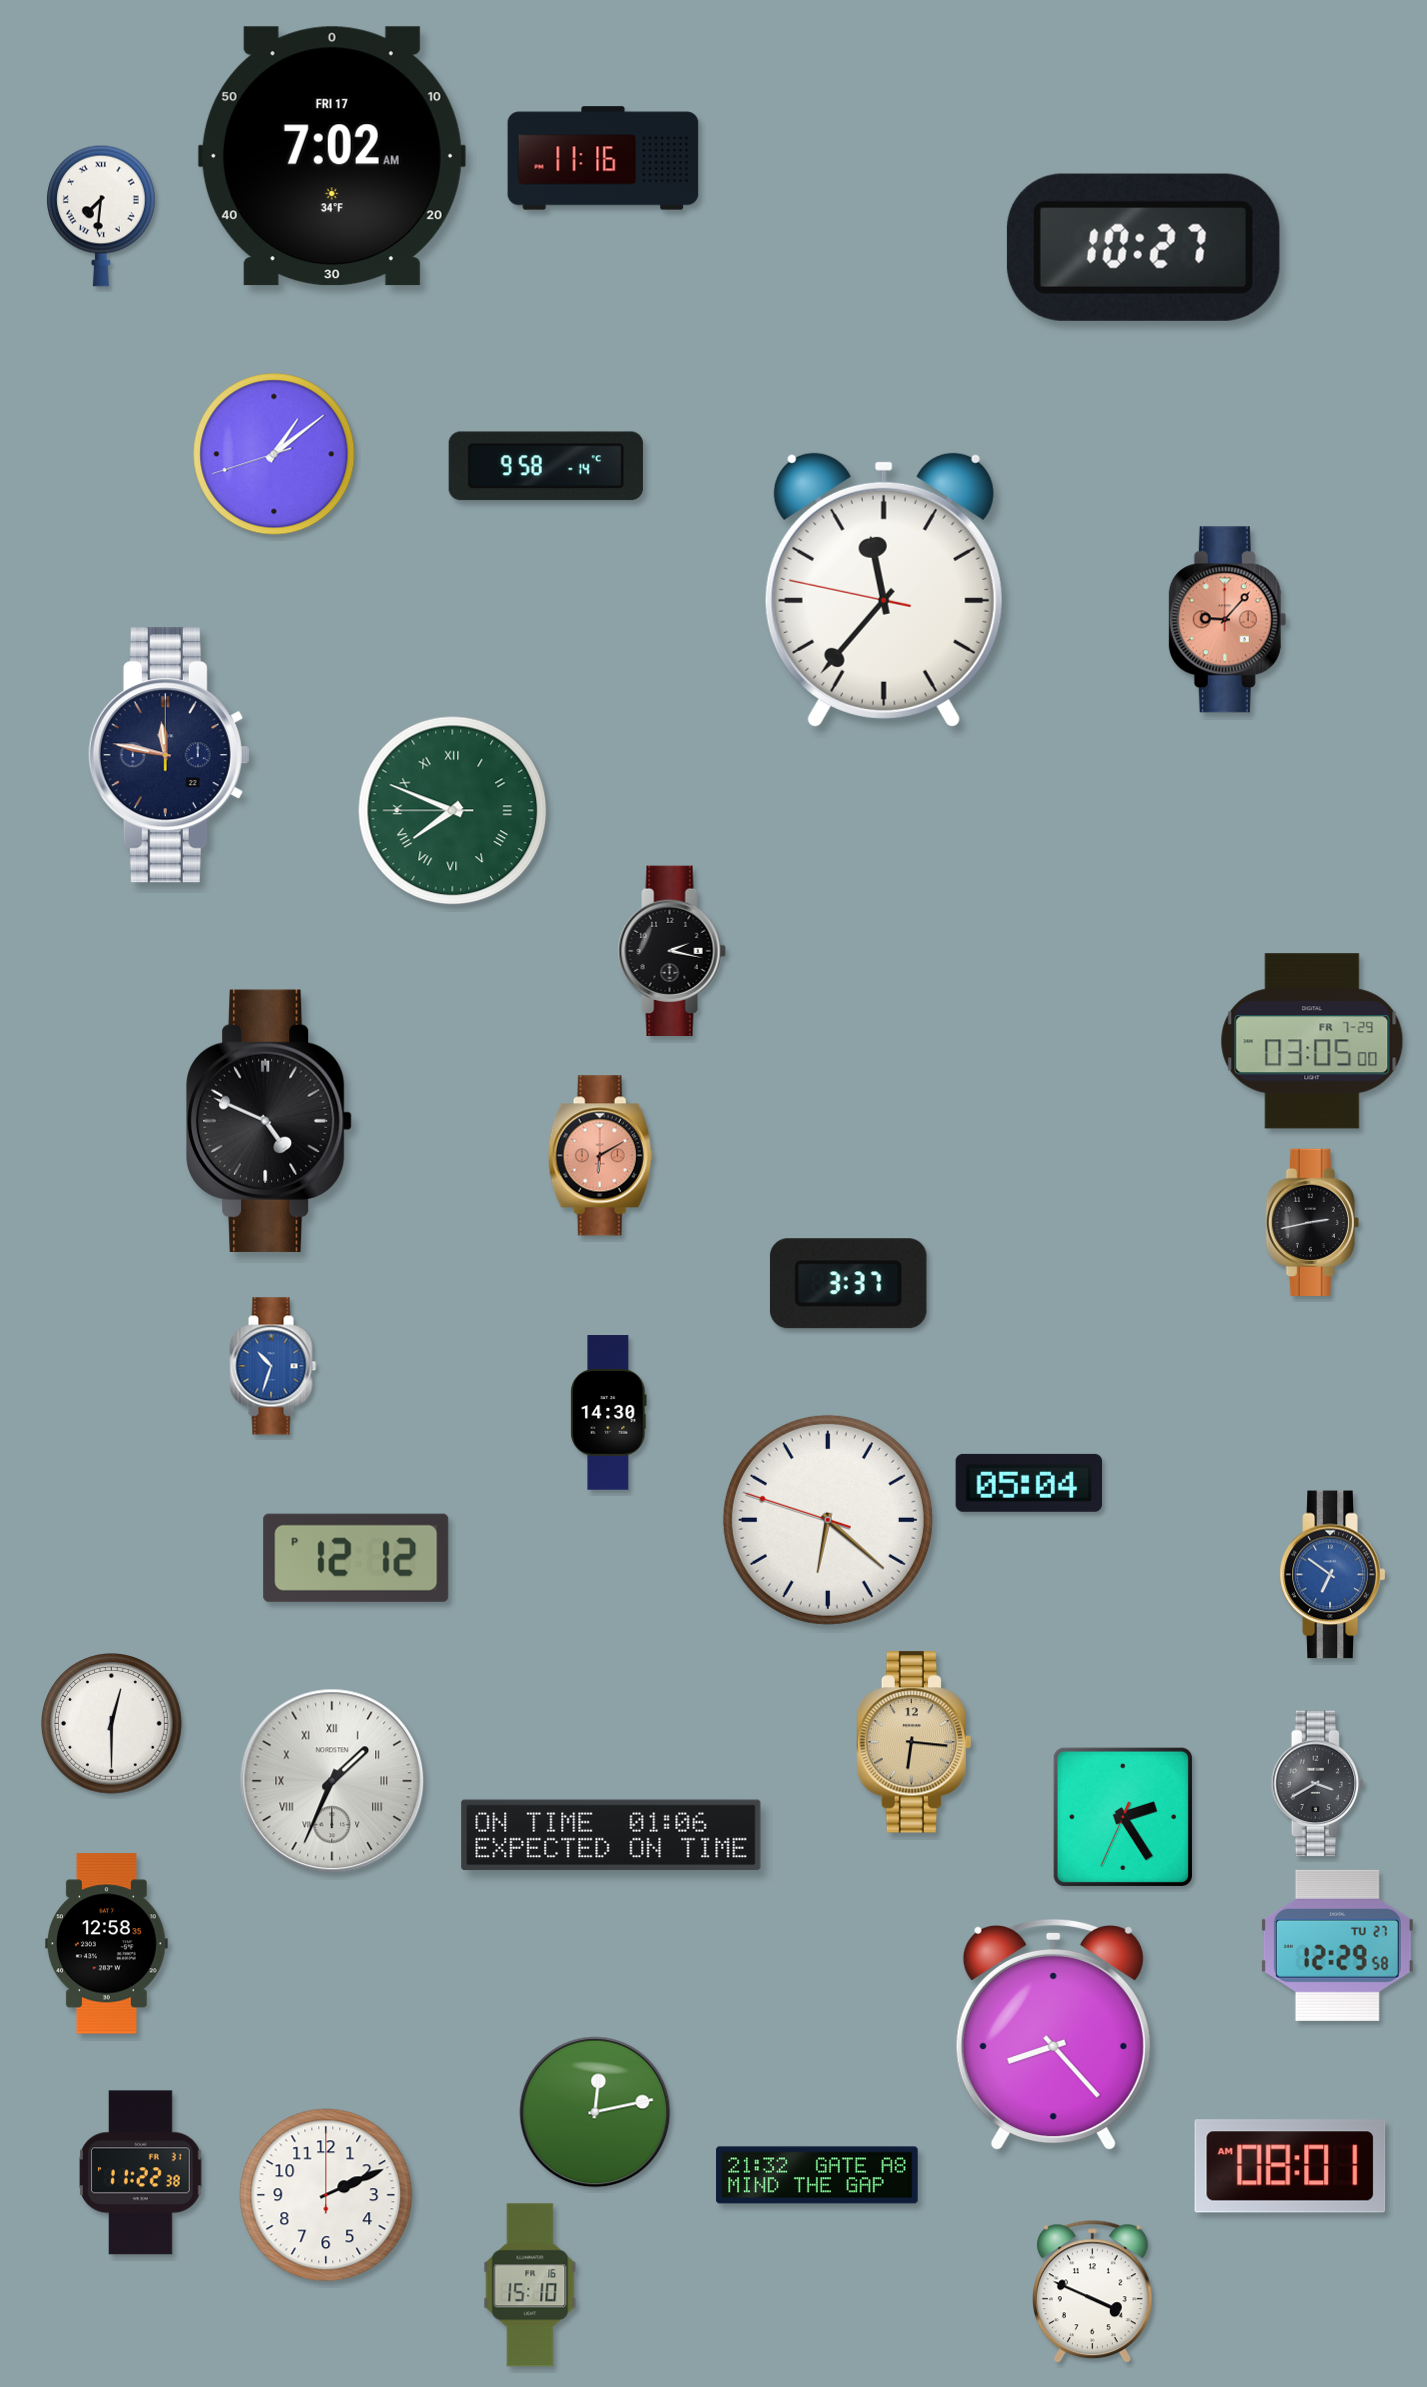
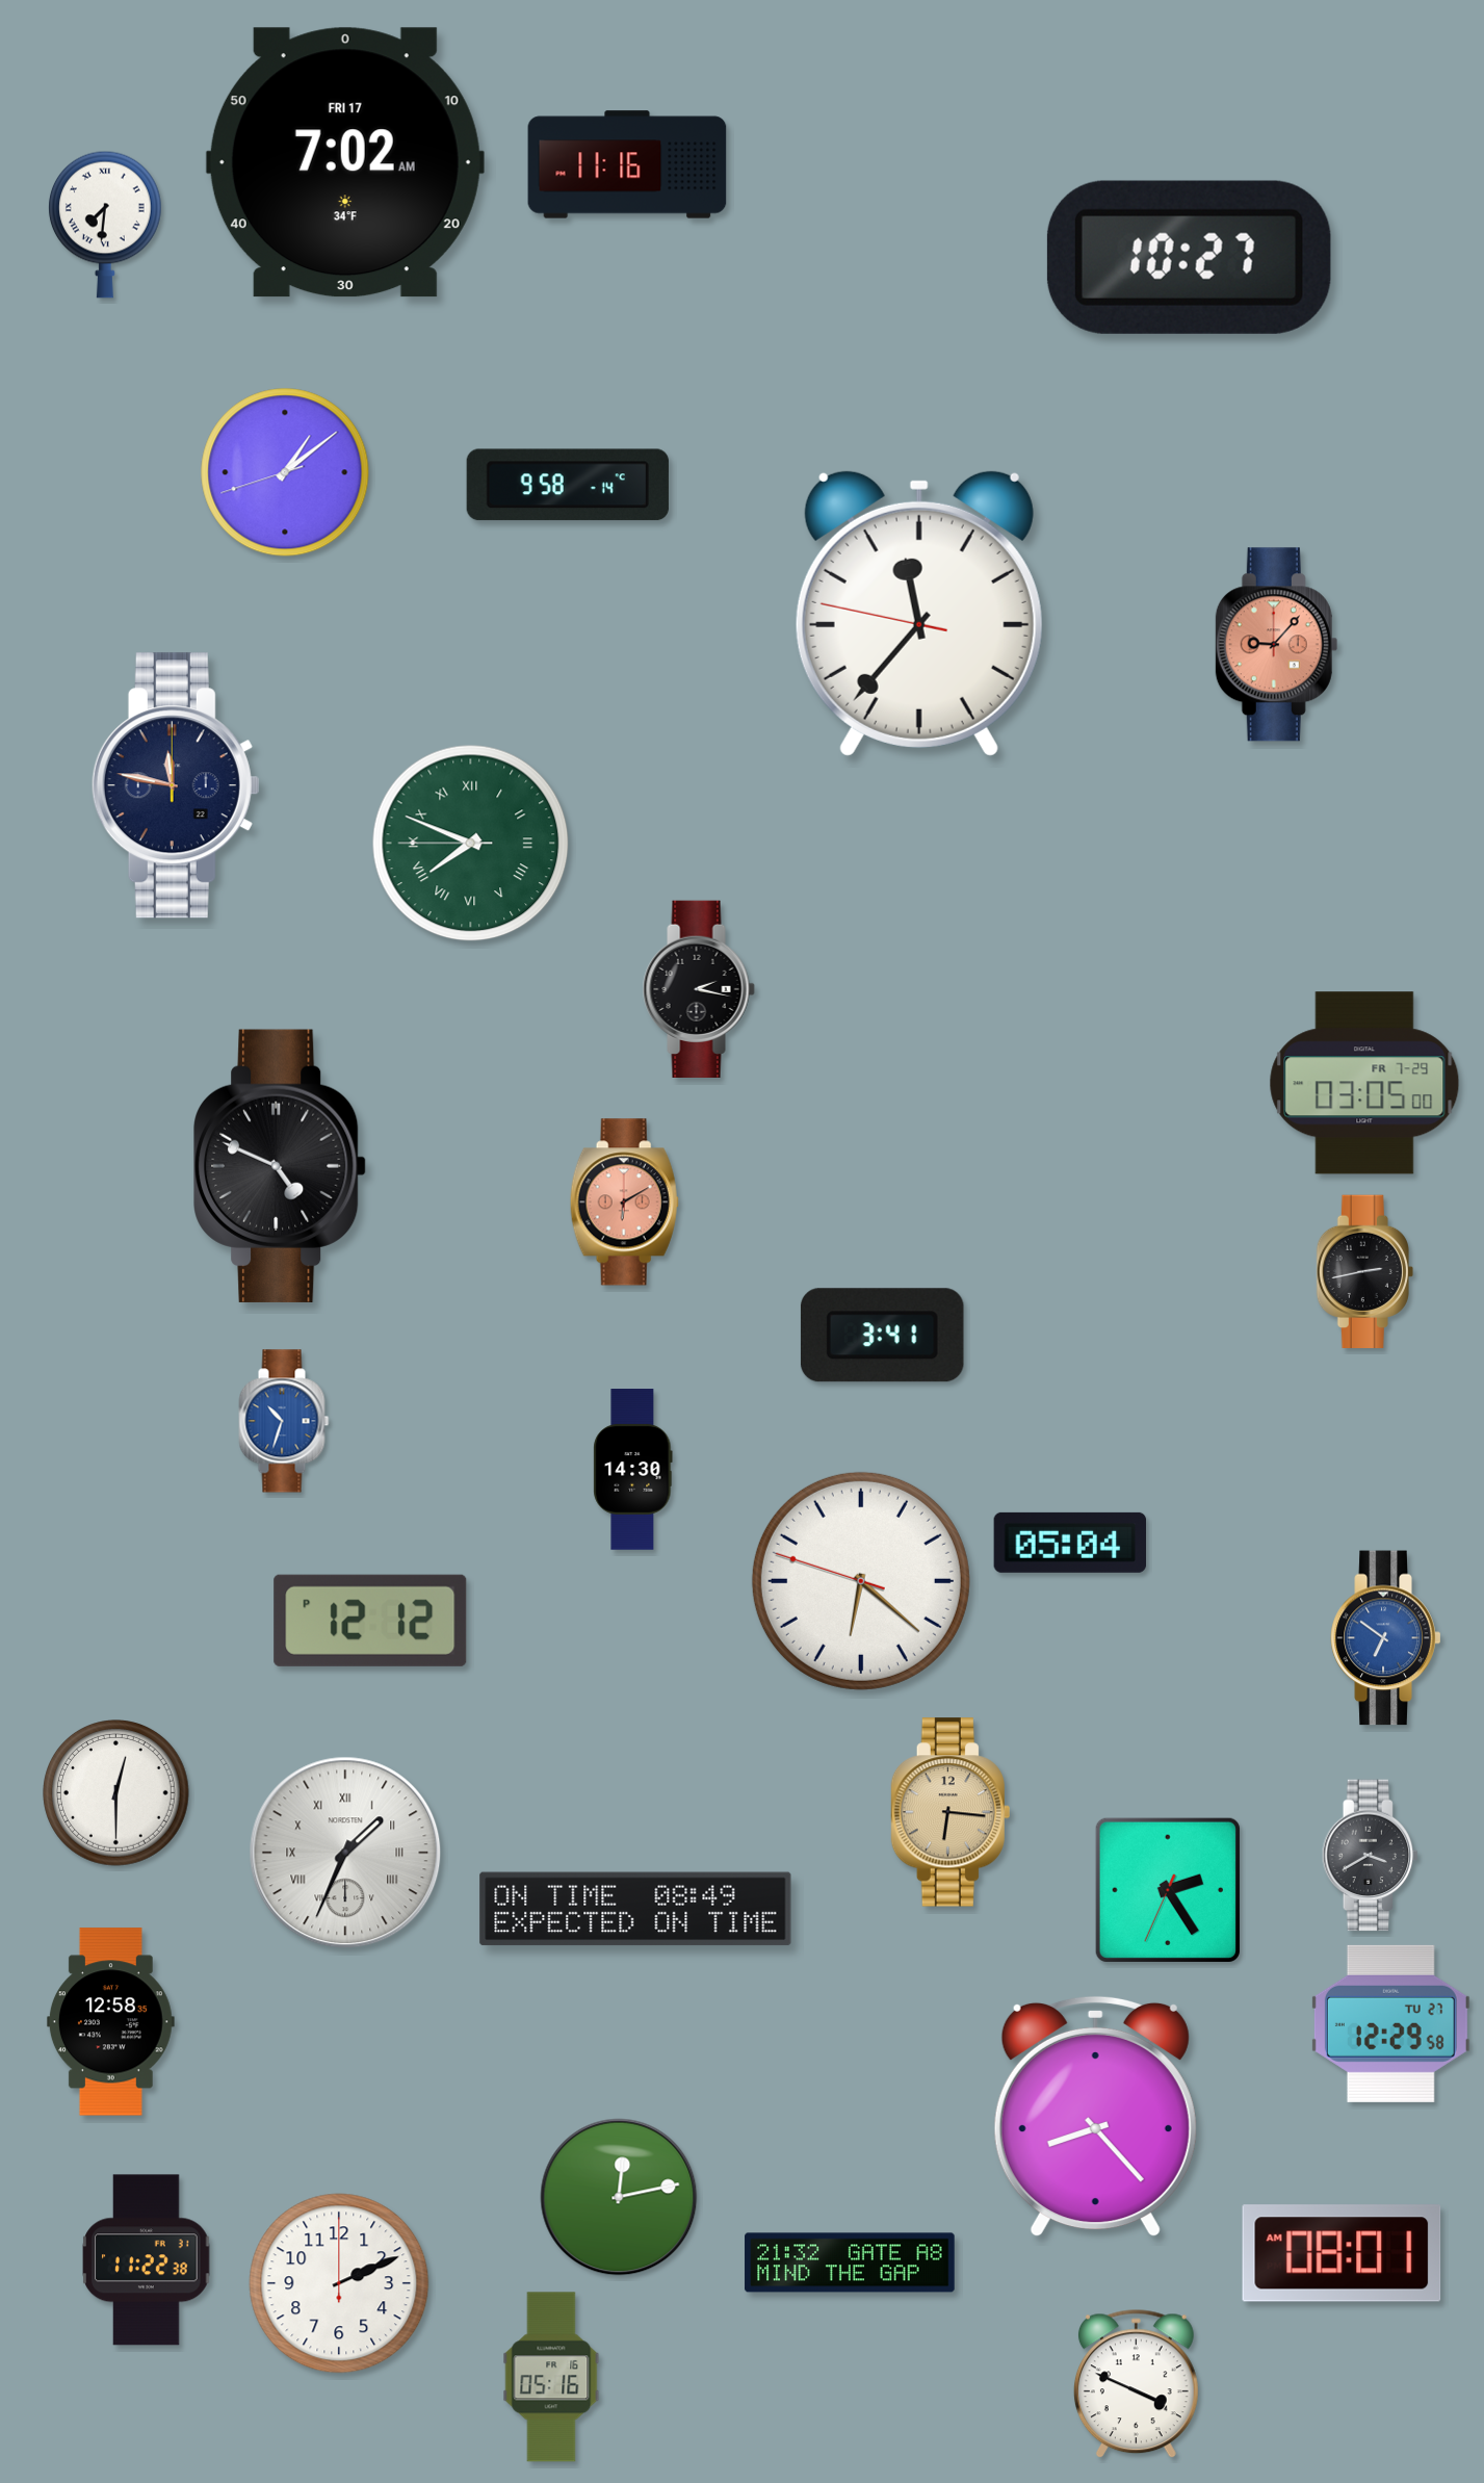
clock at (848, 1284): 3:37 -> 3:41
clock at (611, 1835): 01:06 -> 08:49
clock at (530, 2285): 15:10 -> 05:16
